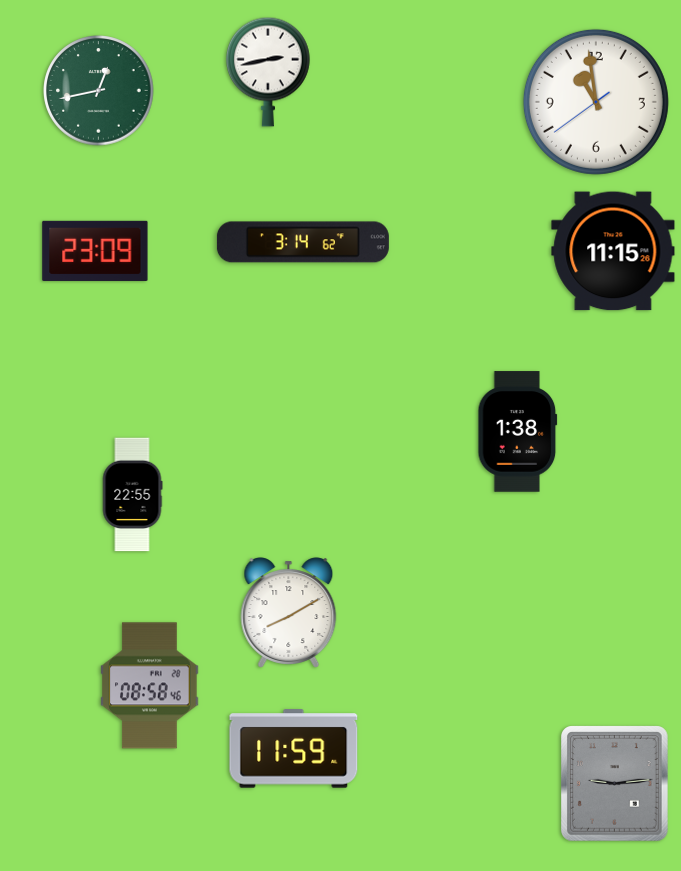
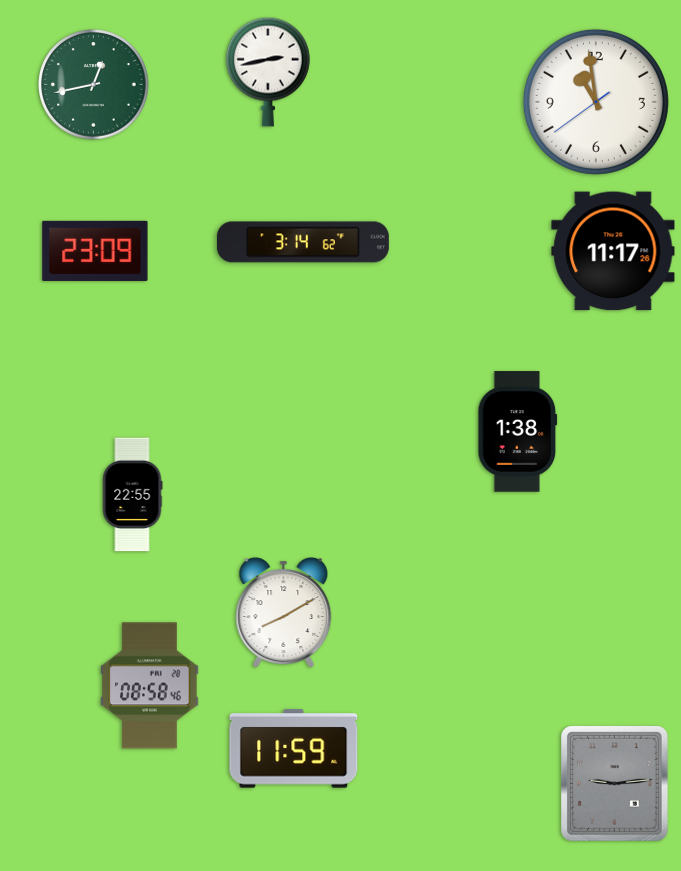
clock at (99, 91) position: (99, 91) -> (94, 85)
clock at (613, 251): 11:15 -> 11:17
clock at (289, 613) position: (289, 613) -> (284, 613)
